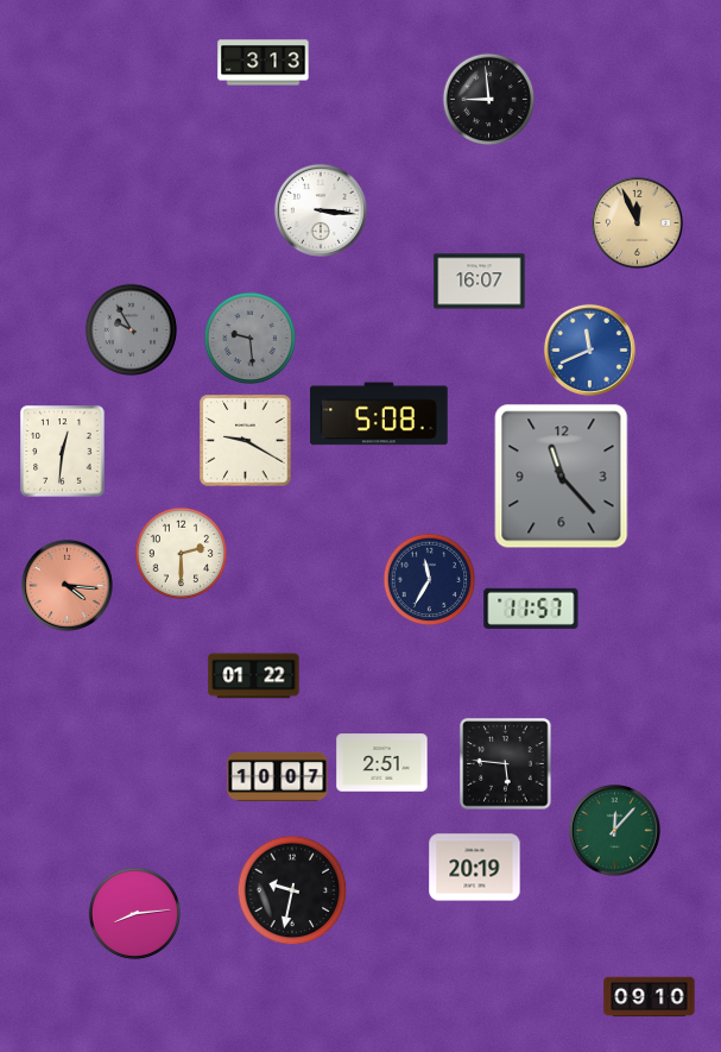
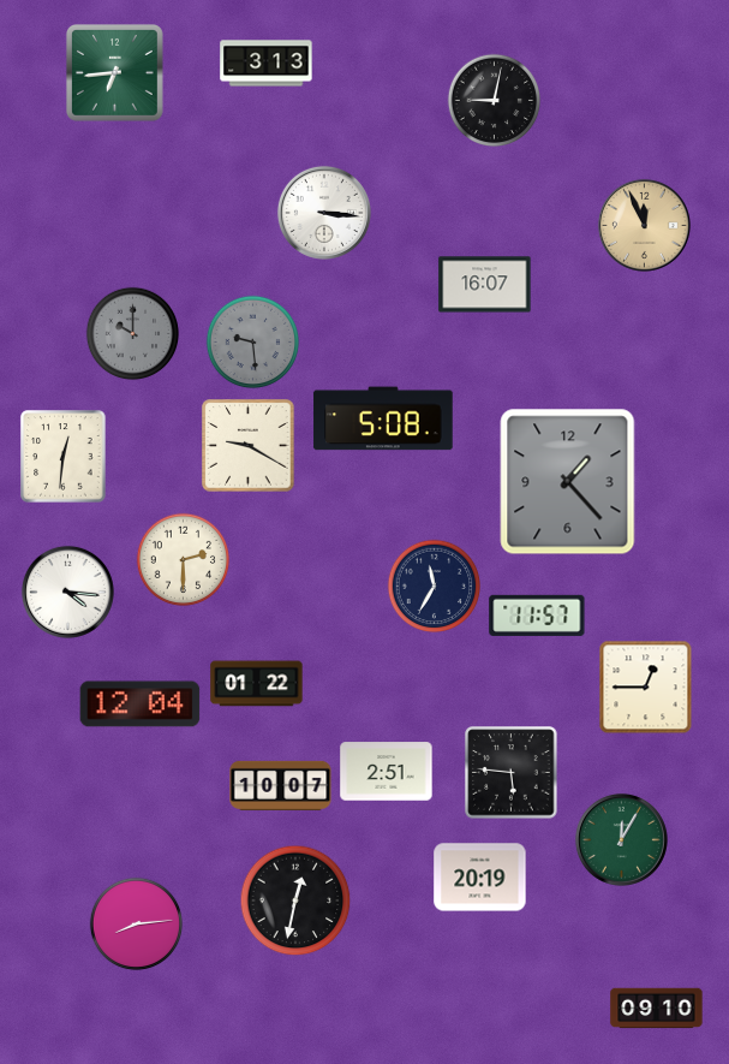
clock at (114, 72): none -> 6:44
clock at (488, 99): 8:59 -> 9:02
clock at (131, 329): 9:55 -> 10:00
clock at (589, 349): 11:41 -> none
clock at (562, 477): 11:23 -> 1:23
clock at (67, 585) dial: salmon -> white
clock at (645, 686): none -> 12:45
clock at (141, 705): none -> 12:04
clock at (614, 830): 12:07 -> 12:05
clock at (292, 890): 9:32 -> 12:32
